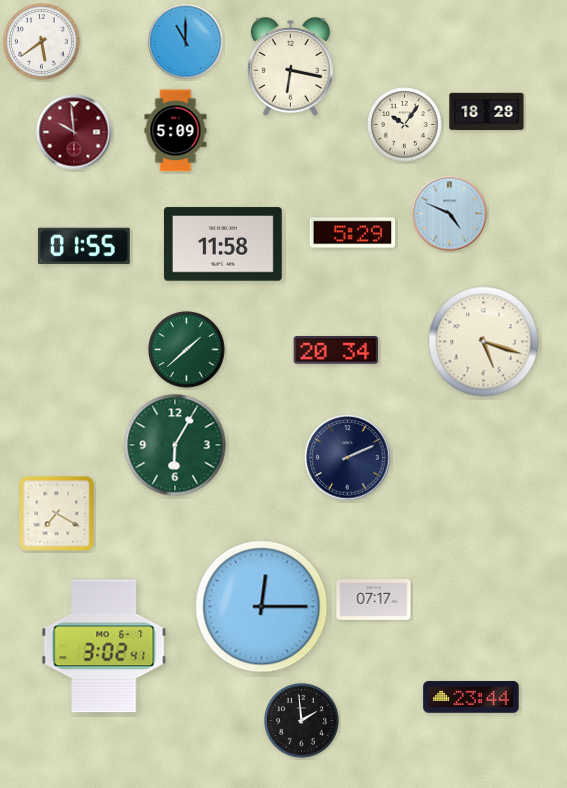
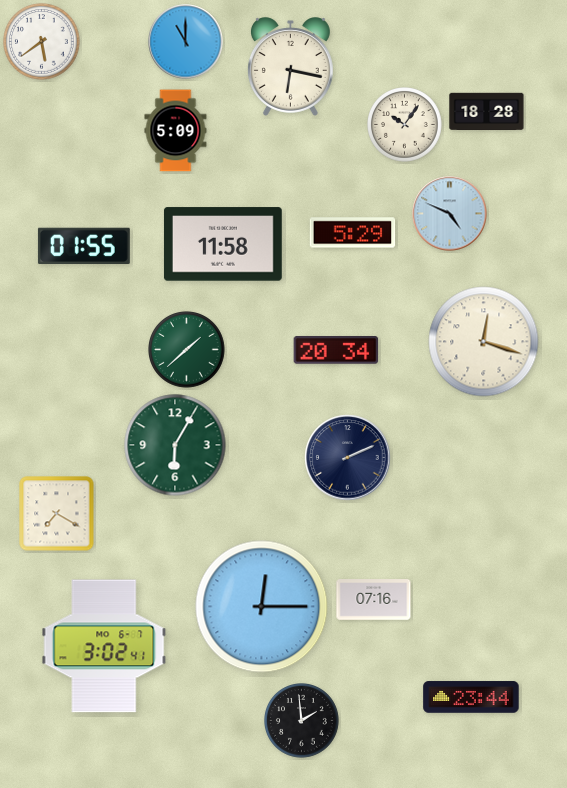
clock at (74, 132): 9:59 -> none
clock at (484, 342): 5:18 -> 12:18
clock at (374, 600): 07:17 -> 07:16
